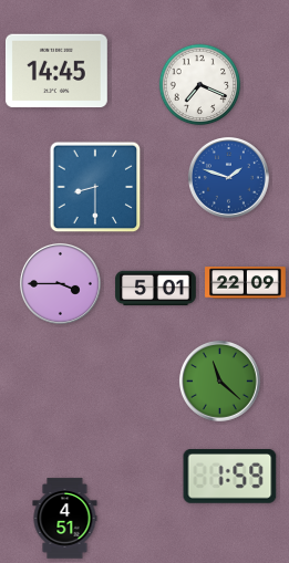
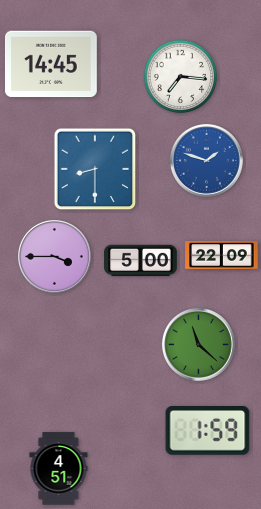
clock at (200, 85): 7:19 -> 7:16
clock at (95, 187) position: (95, 187) -> (95, 169)
clock at (156, 289): 5:01 -> 5:00
